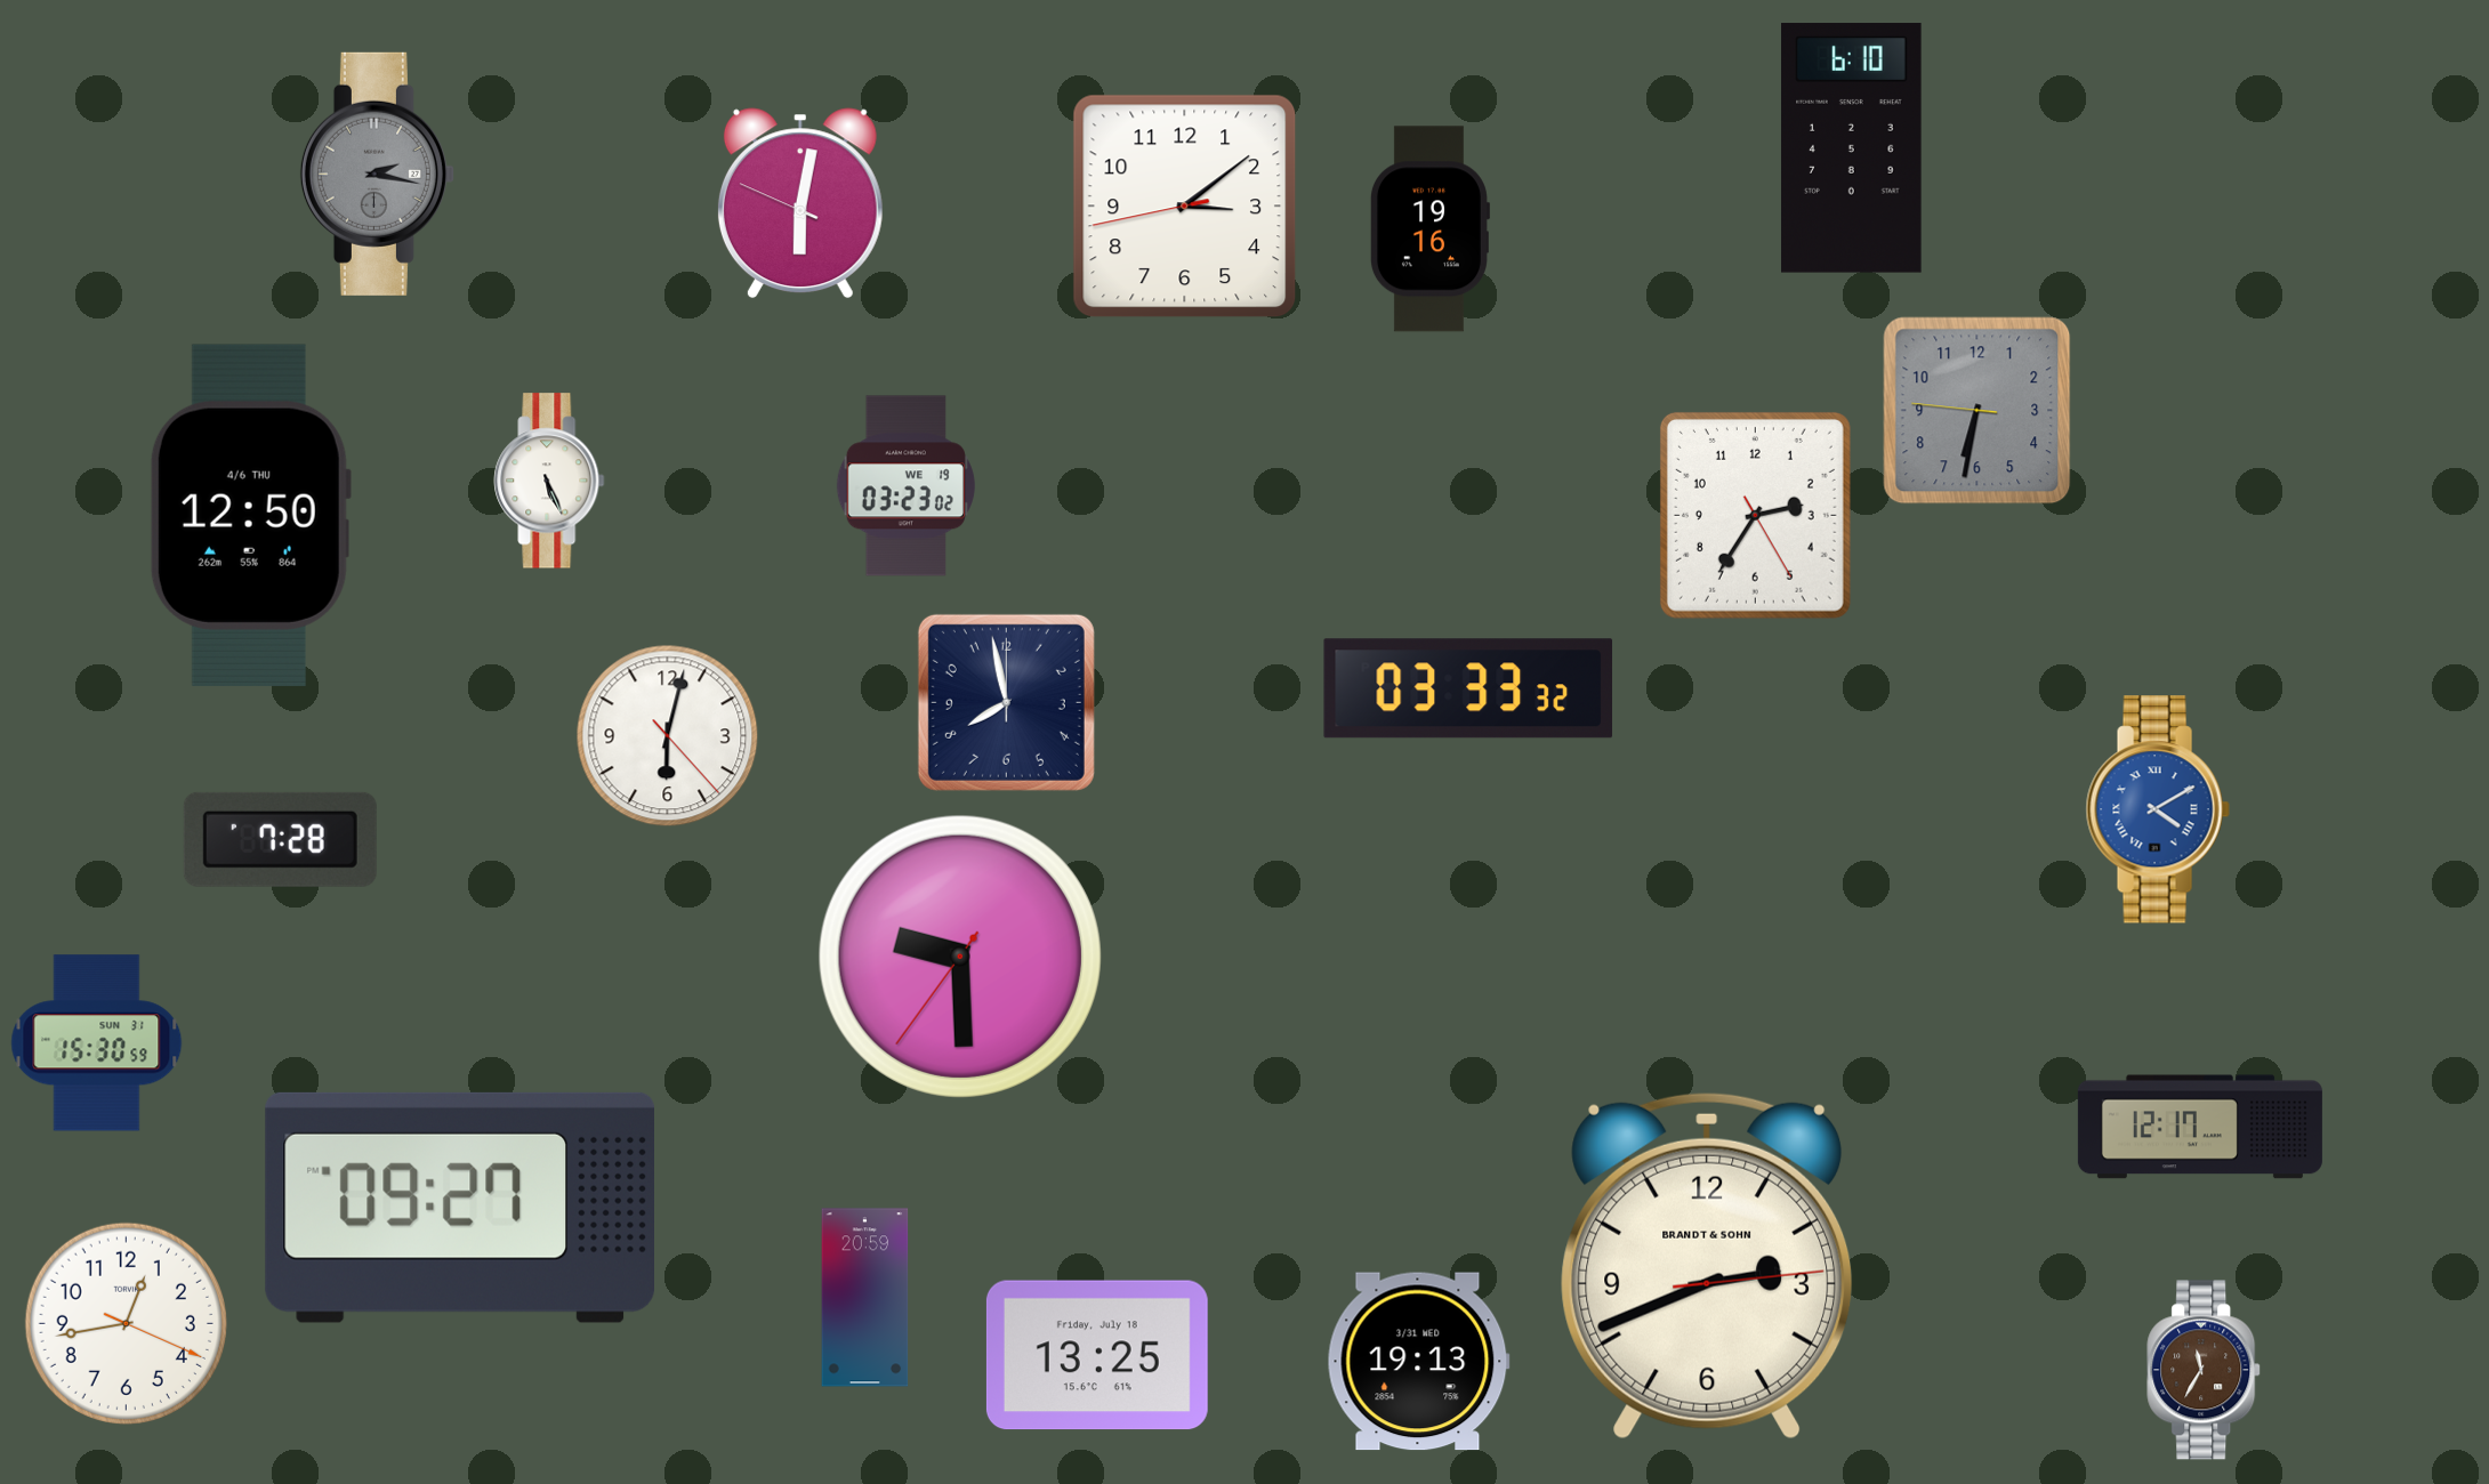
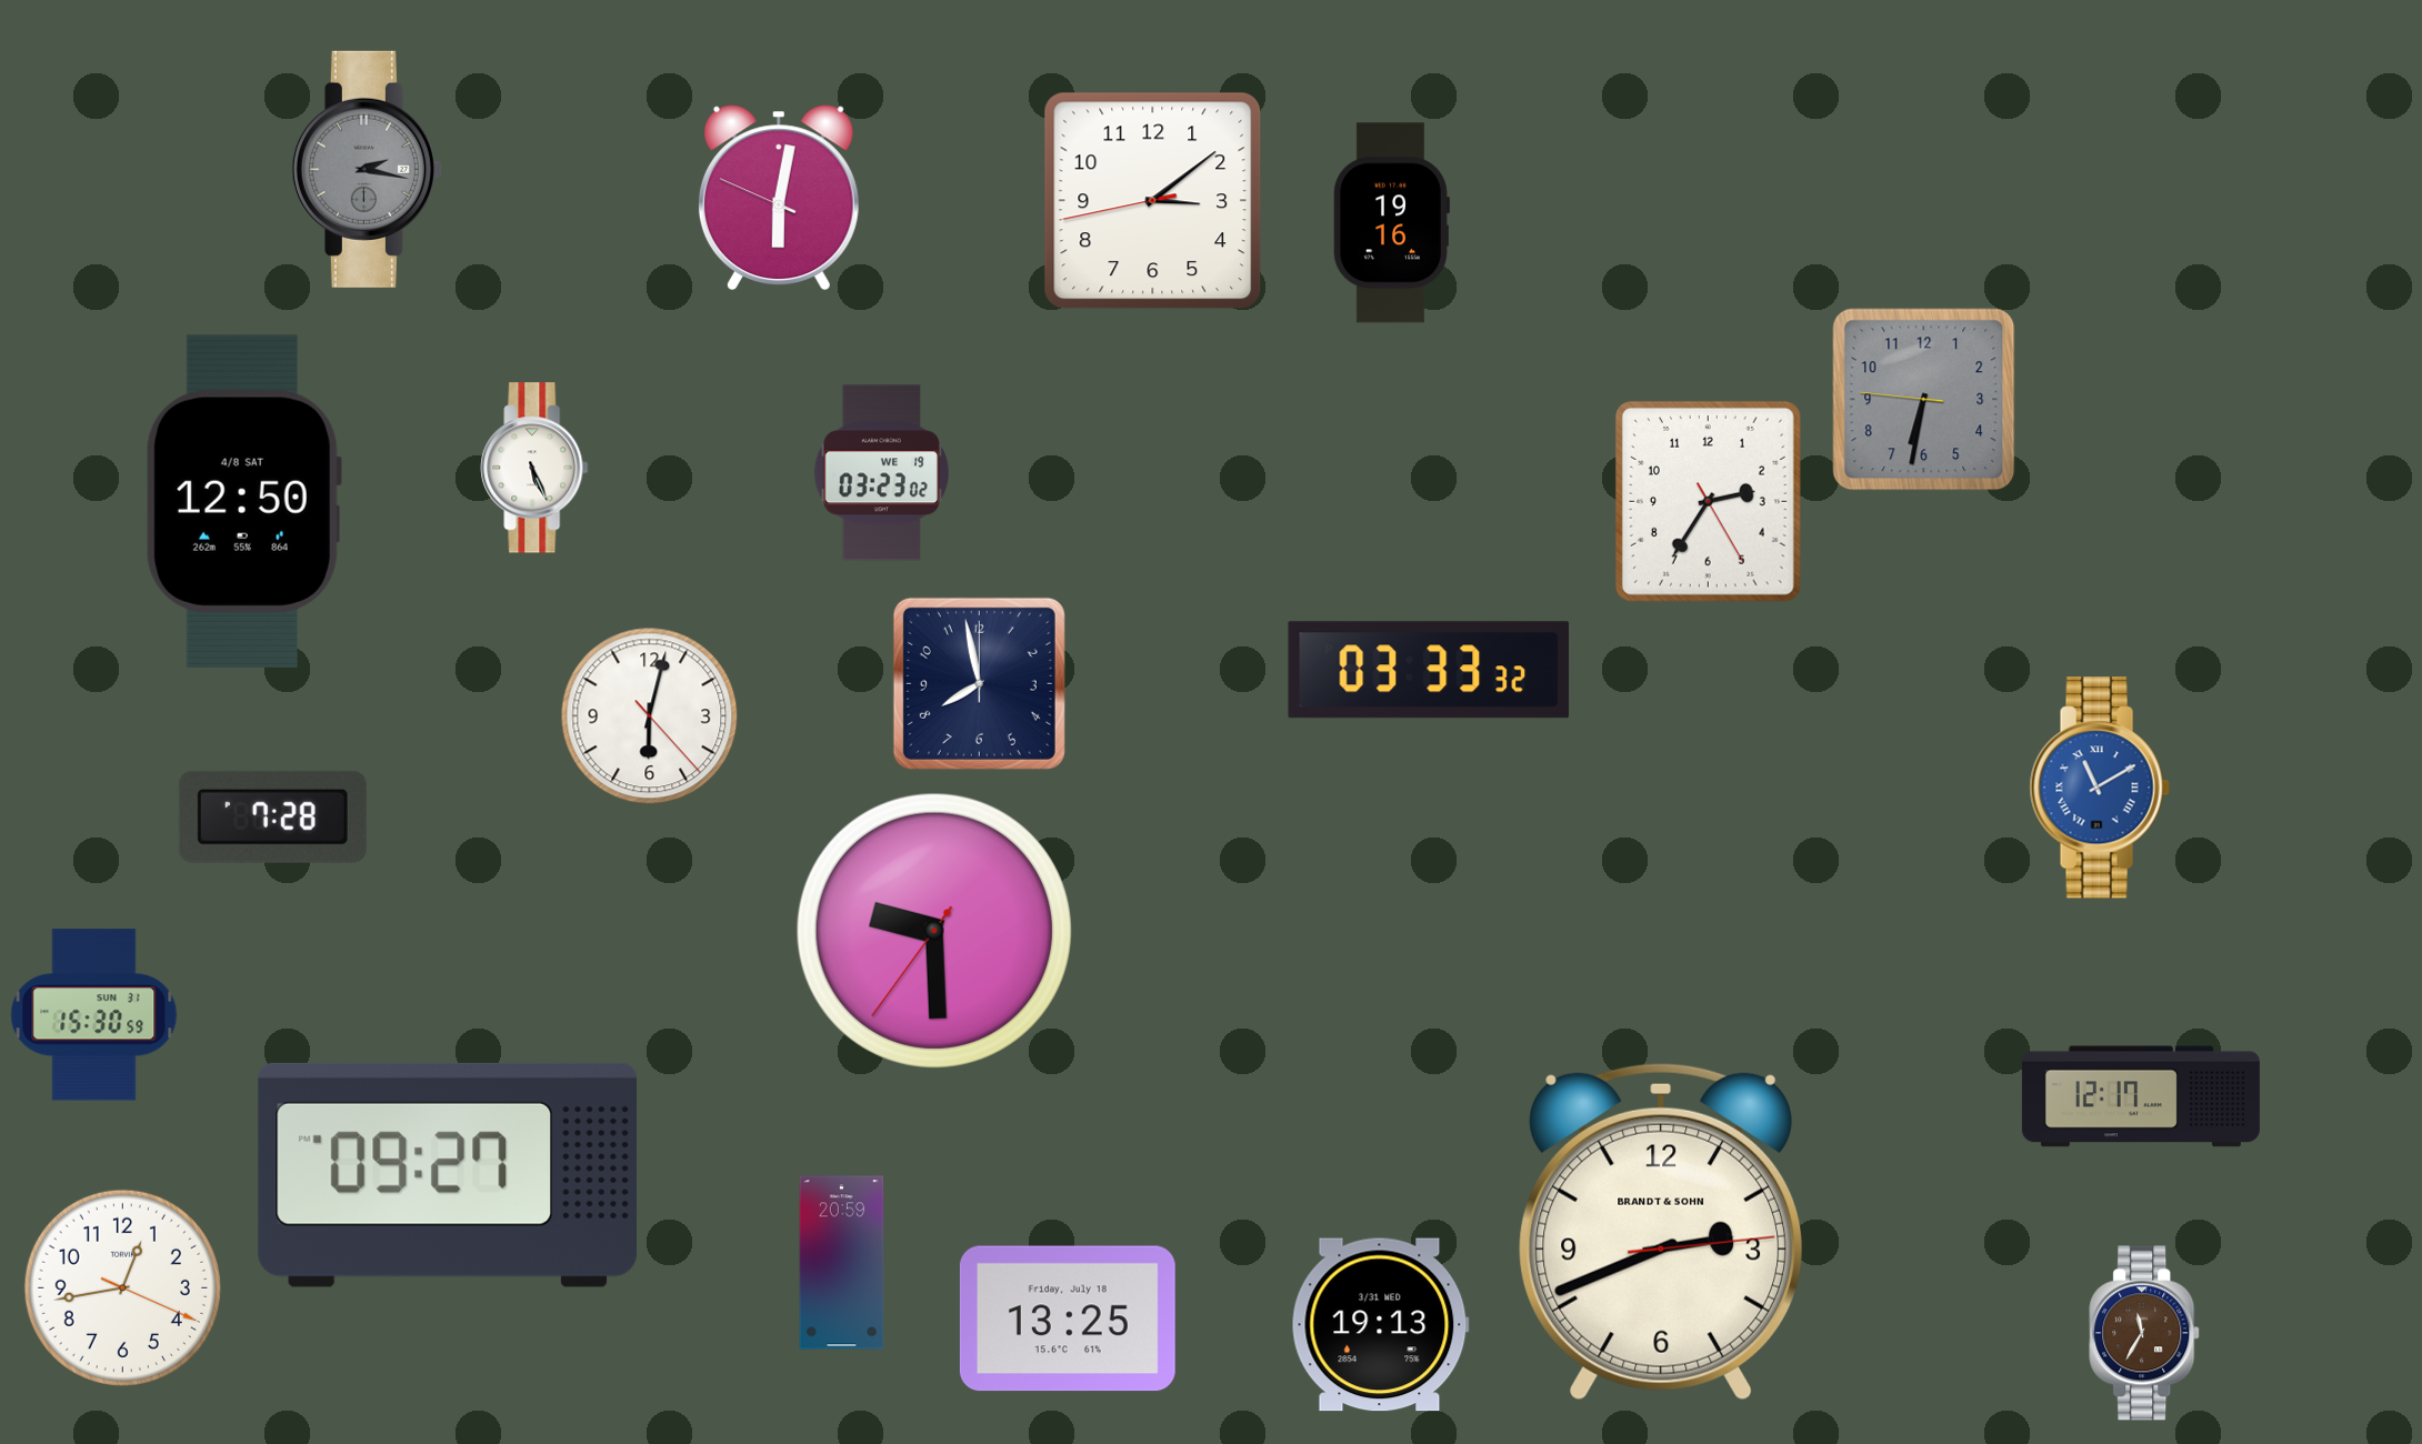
clock at (1852, 148): 6:10 -> none
clock at (250, 515) date: 4/6 THU -> 4/8 SAT
clock at (2158, 809): 4:10 -> 11:10
